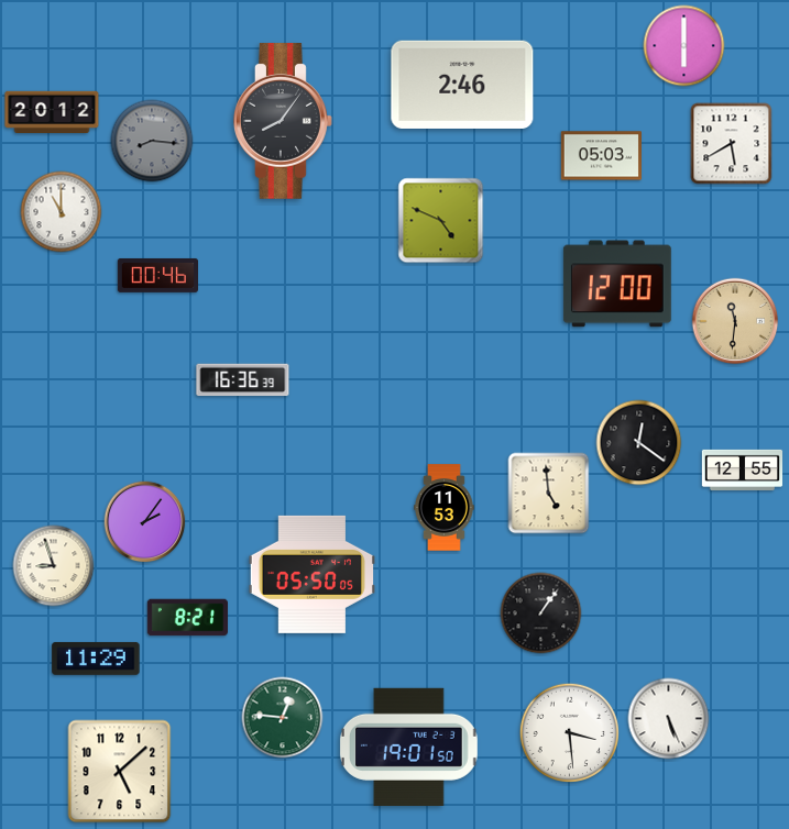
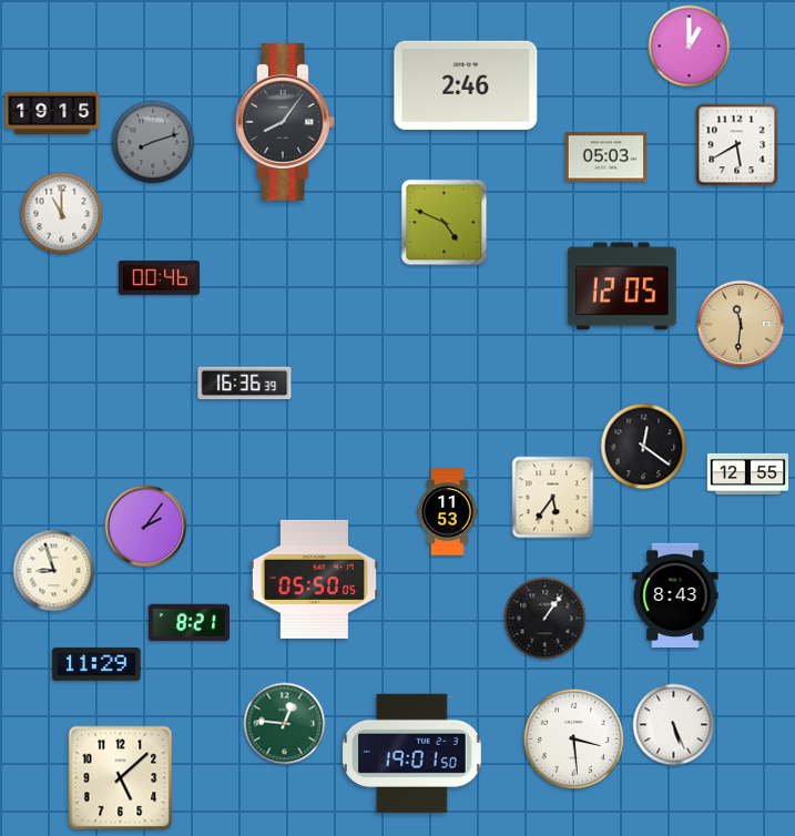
clock at (684, 46): 6:00 -> 1:00
clock at (52, 111): 20:12 -> 19:15
clock at (152, 141): 8:16 -> 8:12
clock at (617, 284): 12:00 -> 12:05
clock at (549, 494): 4:59 -> 5:36
clock at (675, 594): none -> 8:43
